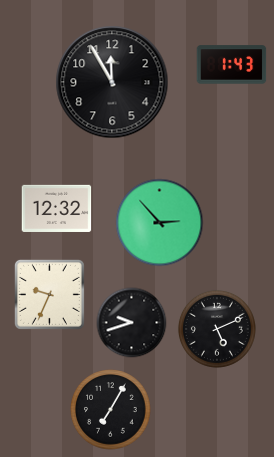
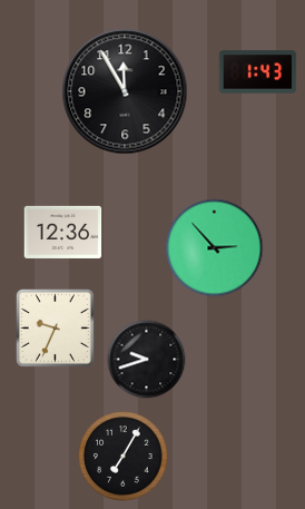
clock at (57, 208): 12:32 -> 12:36
clock at (160, 223) position: (160, 223) -> (215, 248)
clock at (217, 329): 5:11 -> none
